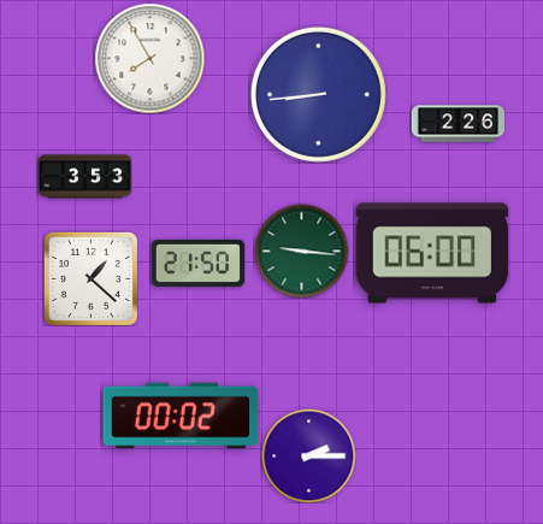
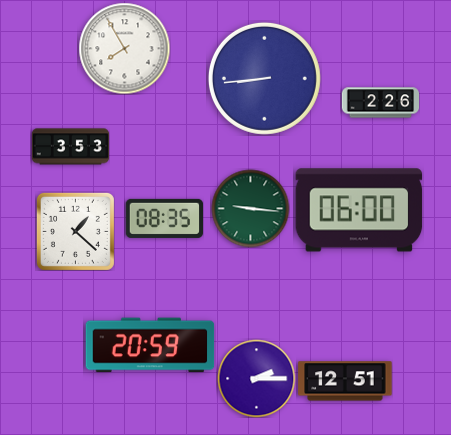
clock at (197, 263): 21:50 -> 08:35
clock at (181, 416): 00:02 -> 20:59
clock at (345, 381): none -> 12:51
